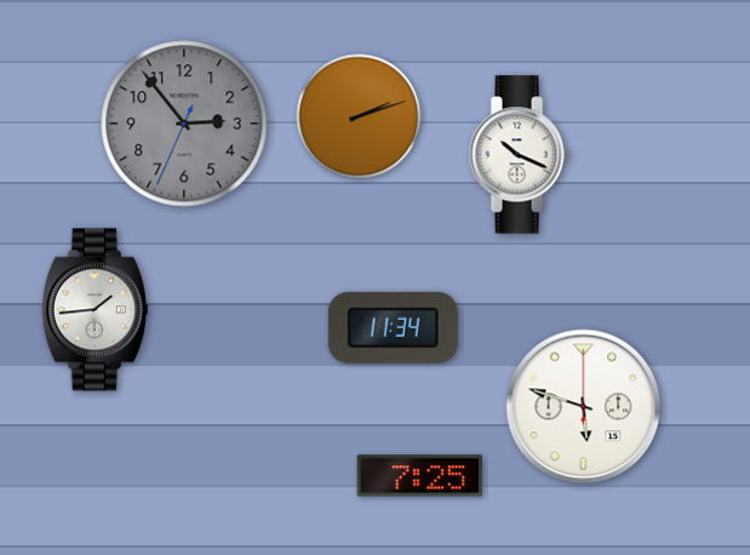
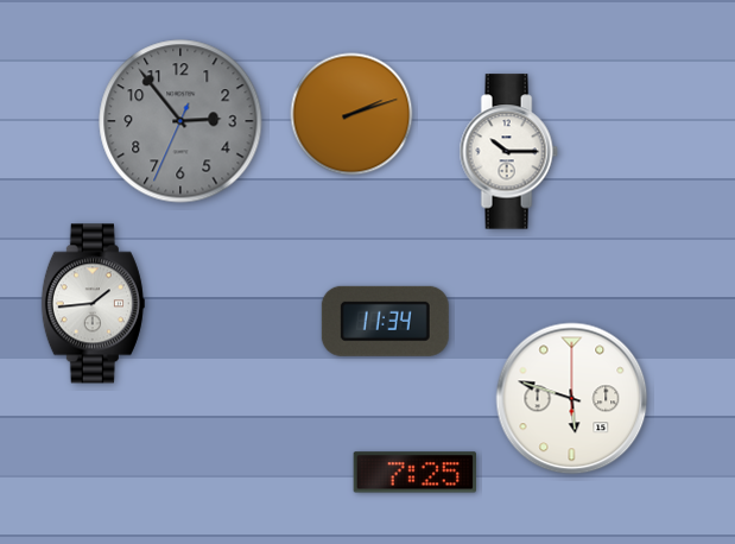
clock at (519, 155): 10:19 -> 10:15
clock at (419, 476) position: (419, 476) -> (414, 473)
